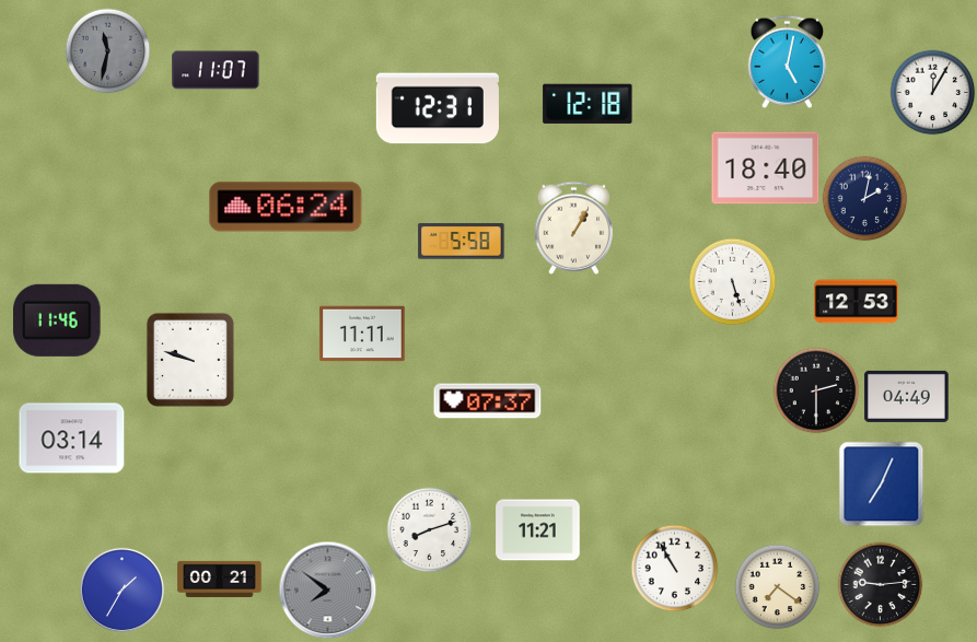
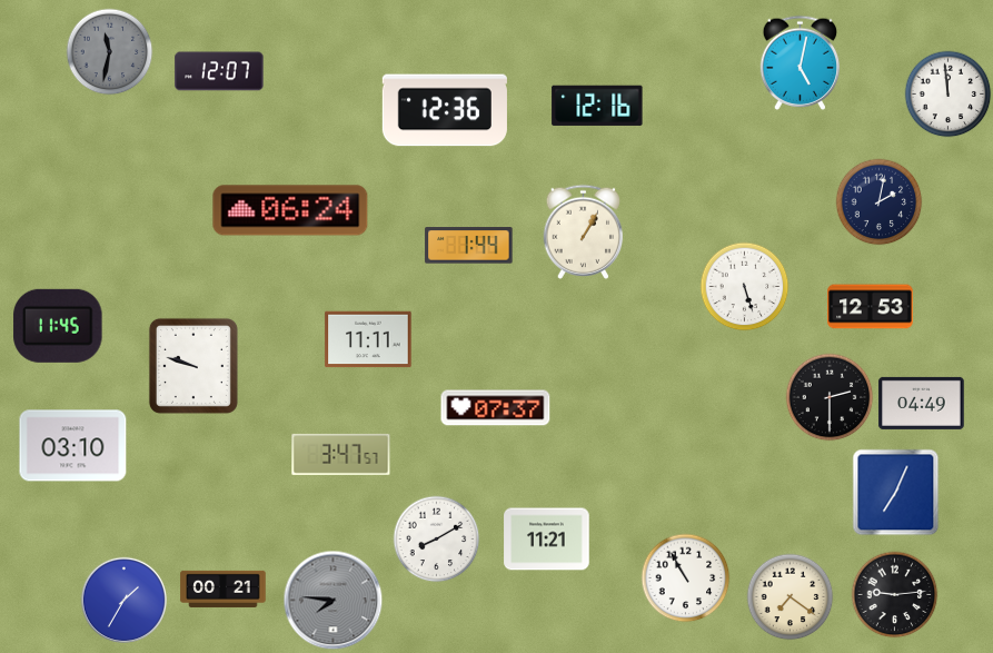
clock at (216, 70): 11:07 -> 12:07
clock at (932, 92): 12:05 -> 11:59
clock at (588, 104): 12:18 -> 12:16
clock at (438, 108): 12:31 -> 12:36
clock at (766, 168): 18:40 -> none
clock at (462, 242): 5:58 -> 1:44
clock at (57, 320): 11:46 -> 11:45
clock at (72, 439): 03:14 -> 03:10
clock at (341, 454): none -> 3:47
clock at (429, 529): 8:12 -> 8:10
clock at (327, 590): 7:51 -> 7:46
